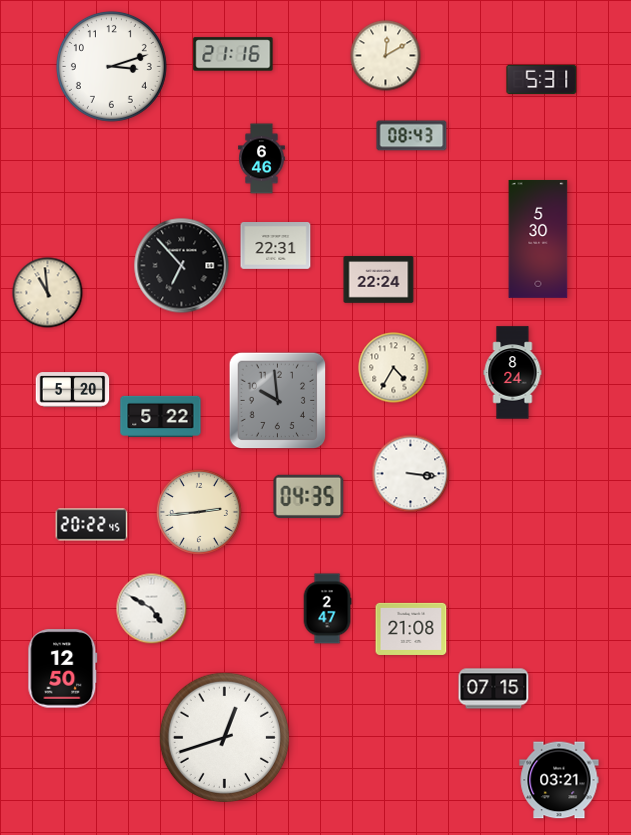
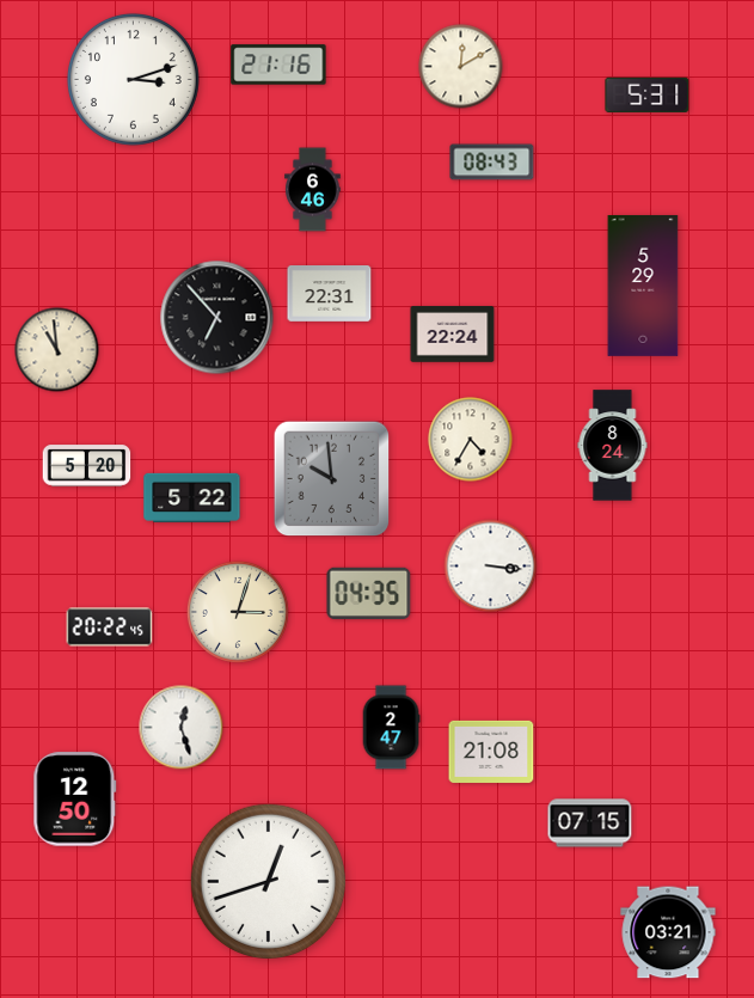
clock at (538, 239): 5:30 -> 5:29
clock at (199, 512): 2:44 -> 3:03
clock at (152, 609): 4:50 -> 12:27
